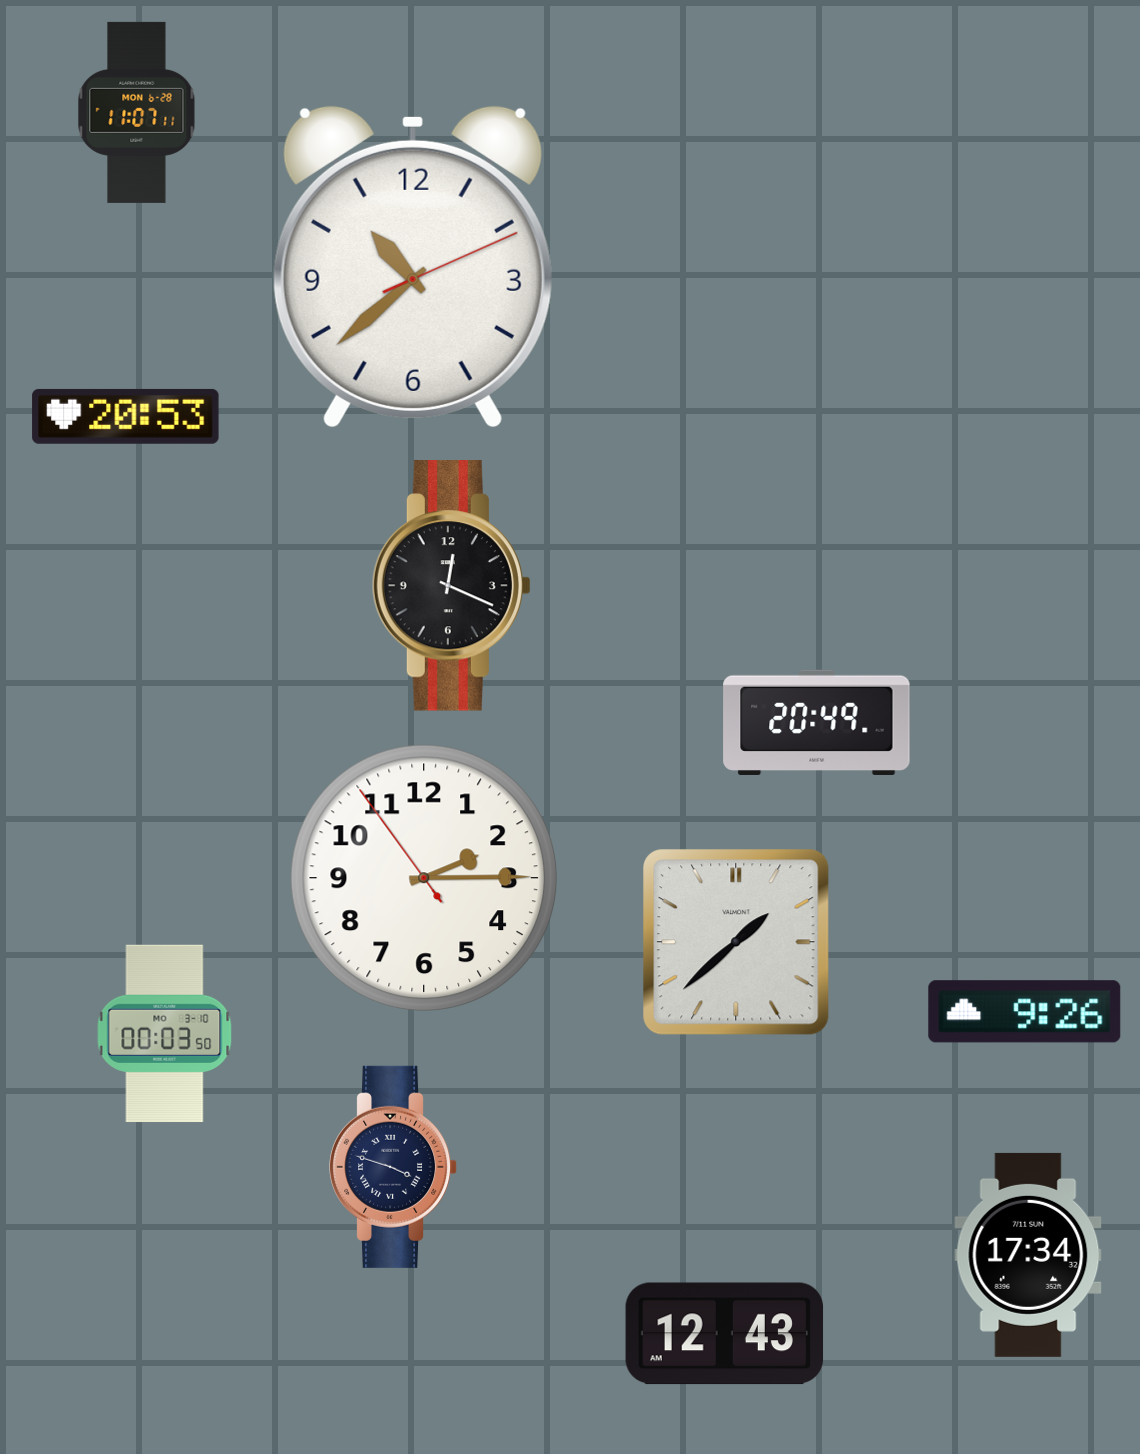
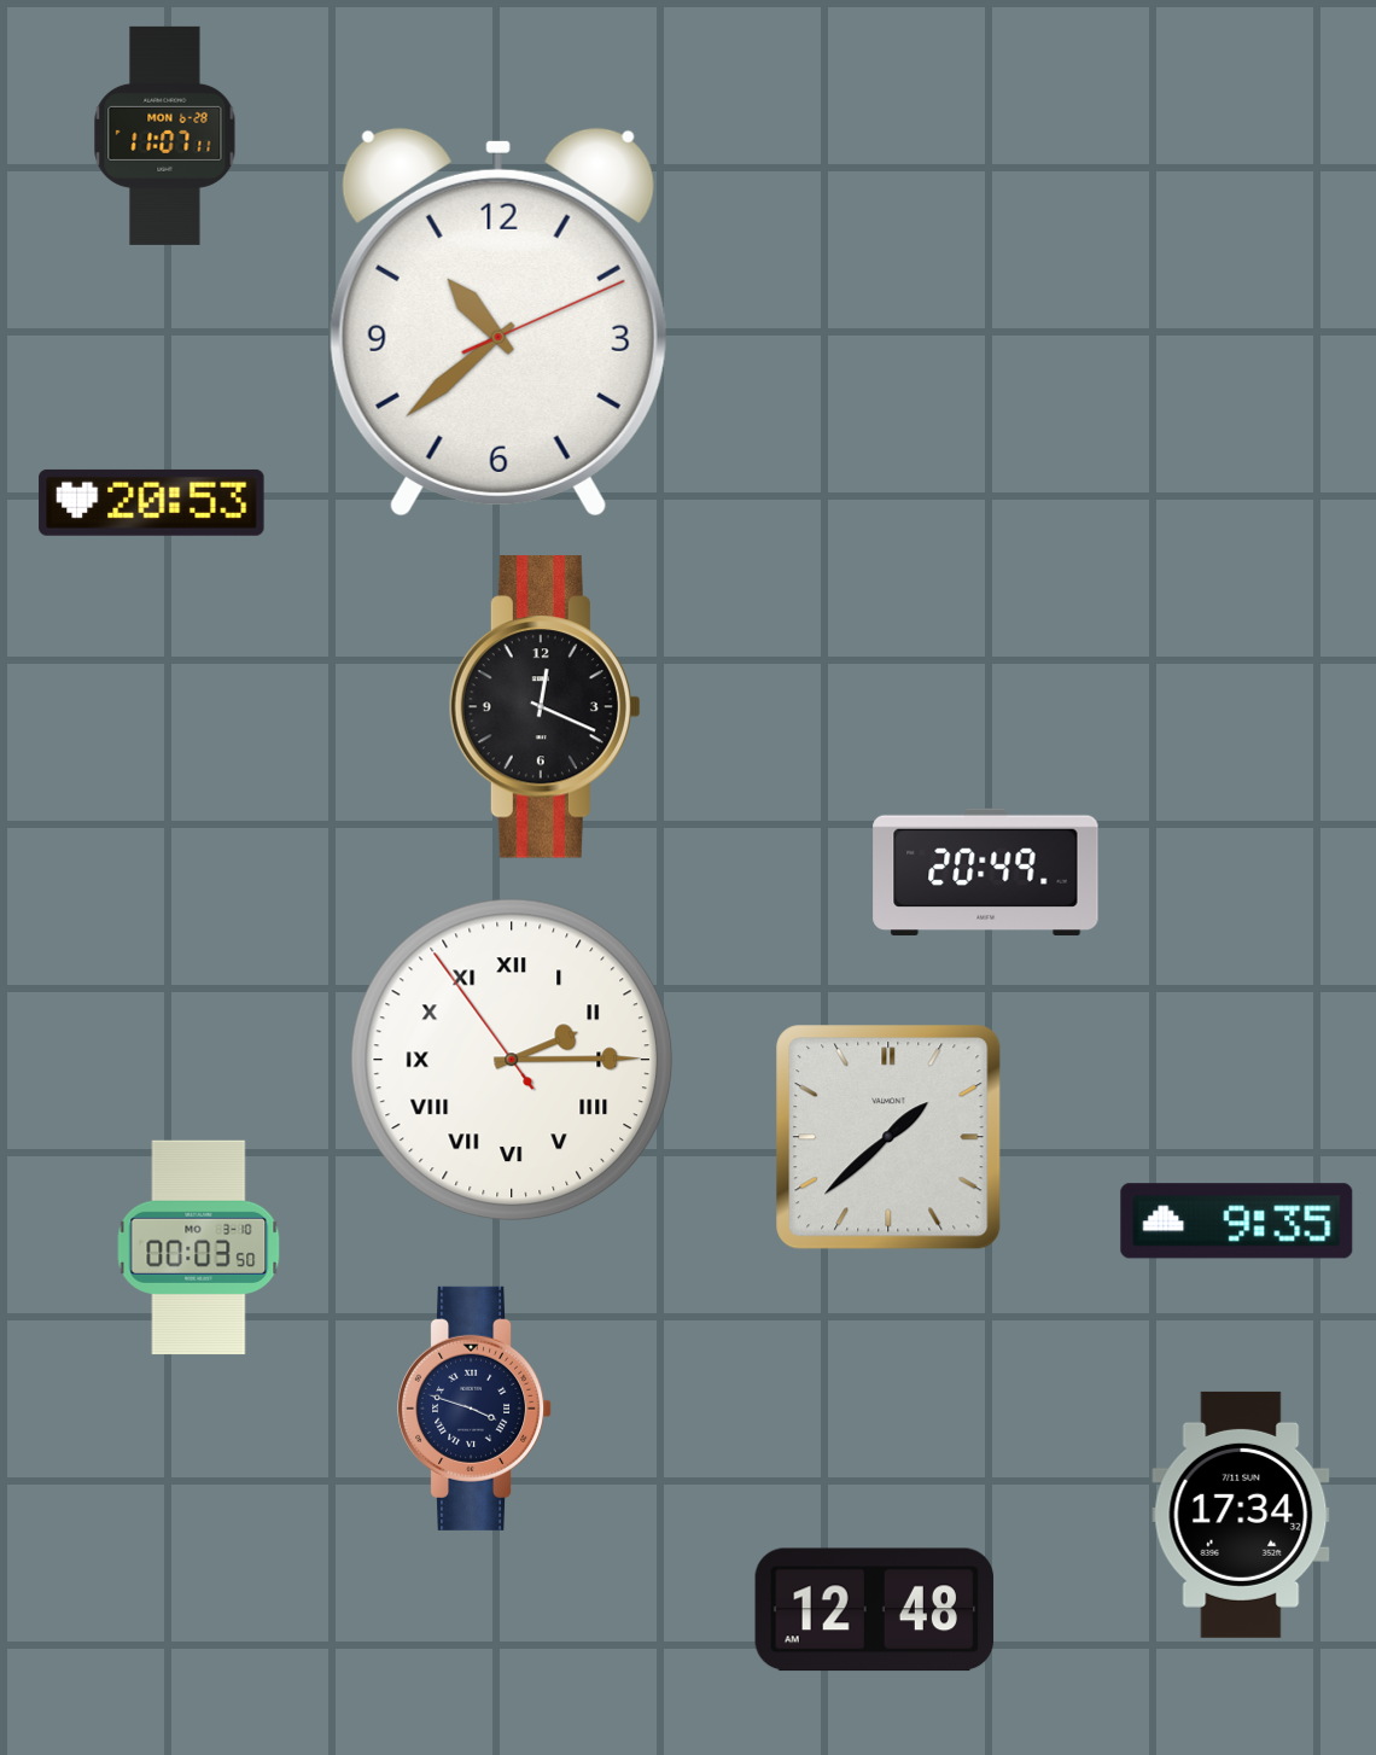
clock at (424, 878) numerals: Arabic -> Roman
clock at (1025, 1012): 9:26 -> 9:35
clock at (725, 1334): 12:43 -> 12:48
